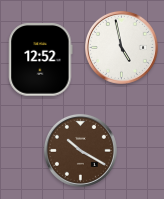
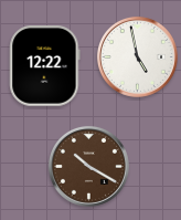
clock at (121, 47) position: (121, 47) -> (137, 56)
clock at (41, 60): 12:52 -> 12:22
